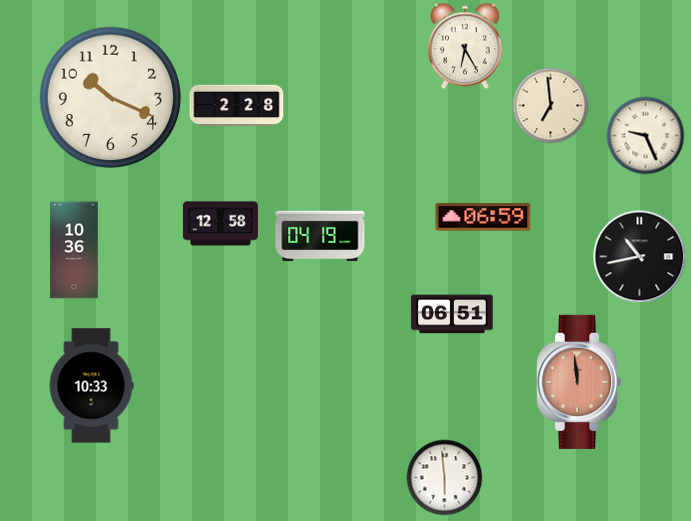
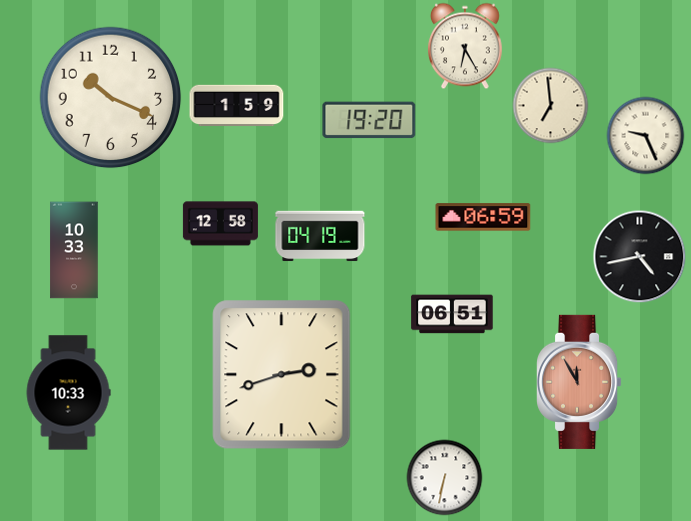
clock at (237, 106): 2:28 -> 1:59
clock at (369, 120): none -> 19:20
clock at (74, 250): 10:36 -> 10:33
clock at (640, 257): 10:43 -> 4:43
clock at (282, 375): none -> 2:42
clock at (580, 382): 11:59 -> 11:55
clock at (91, 386) position: (91, 386) -> (68, 393)
clock at (445, 478): 5:59 -> 6:32
